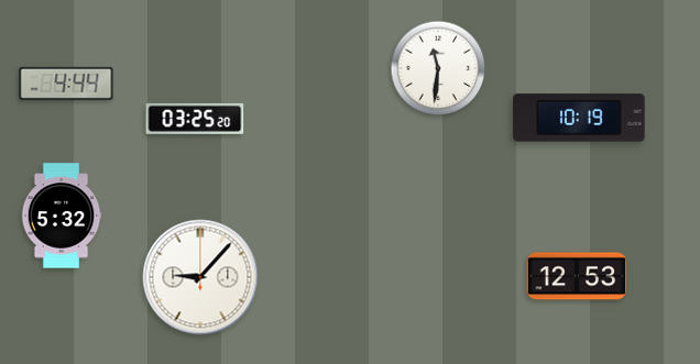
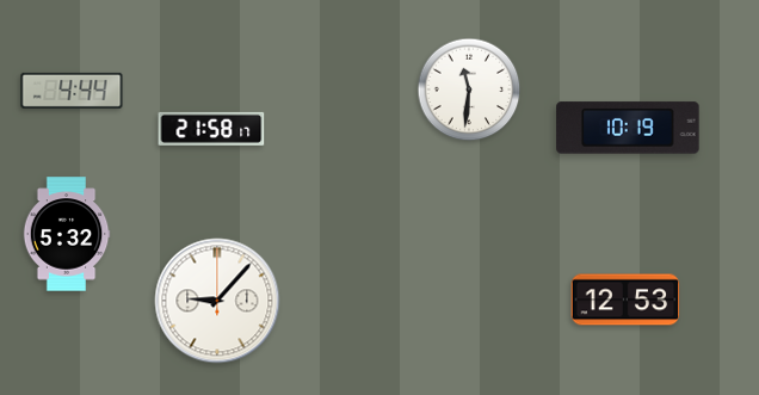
clock at (438, 68) position: (438, 68) -> (469, 90)
clock at (195, 119): 03:25 -> 21:58
